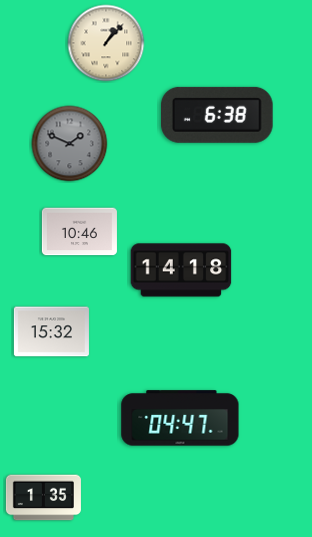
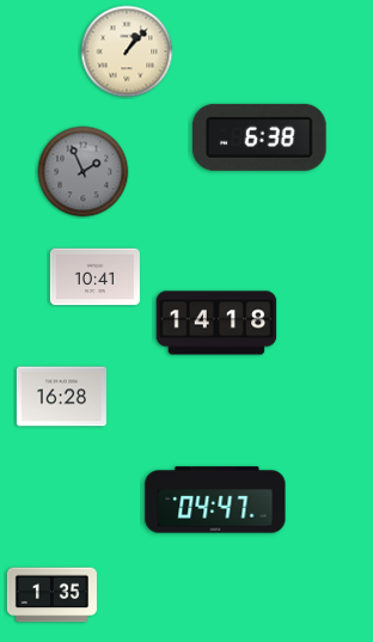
clock at (70, 144): 1:49 -> 1:56
clock at (79, 232): 10:46 -> 10:41
clock at (51, 332): 15:32 -> 16:28
